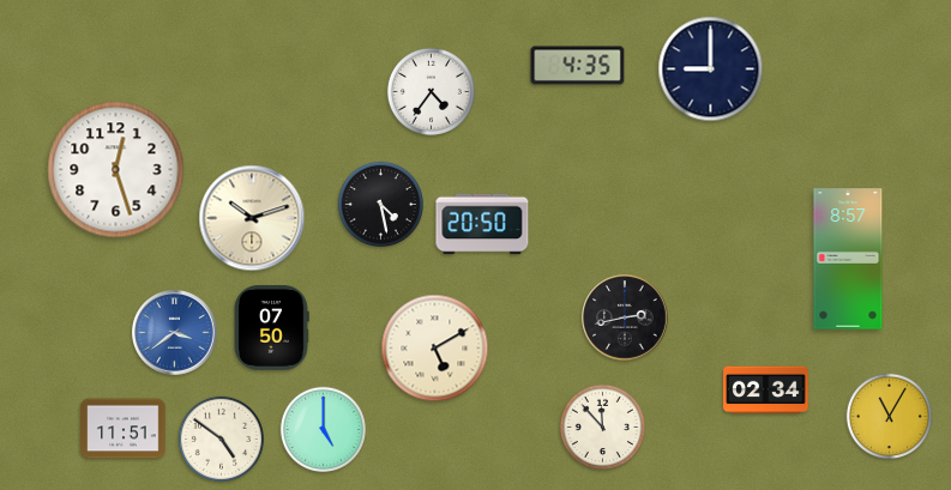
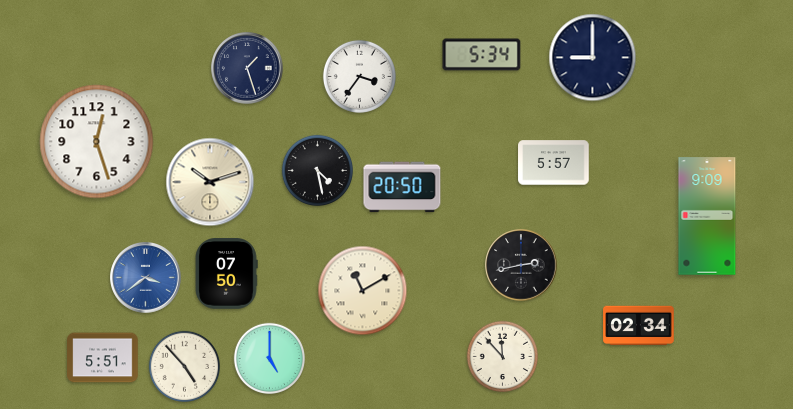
clock at (578, 66): 4:35 -> 5:34
clock at (247, 68): none -> 1:27
clock at (431, 91): 4:36 -> 3:36
clock at (554, 163): none -> 5:57
clock at (848, 259): 8:57 -> 9:09
clock at (435, 349): 5:10 -> 11:10
clock at (889, 416): 11:05 -> none
clock at (124, 429): 11:51 -> 5:51
clock at (221, 438): 4:51 -> 4:53
